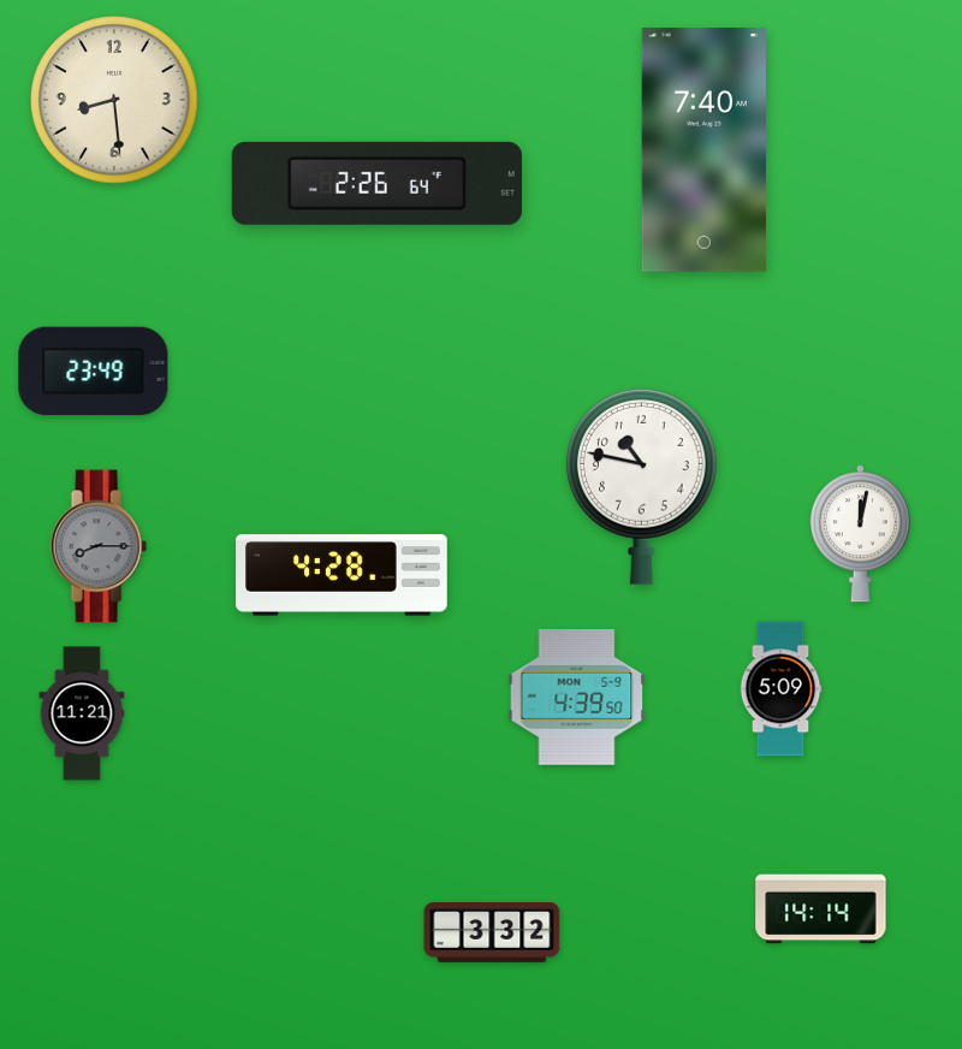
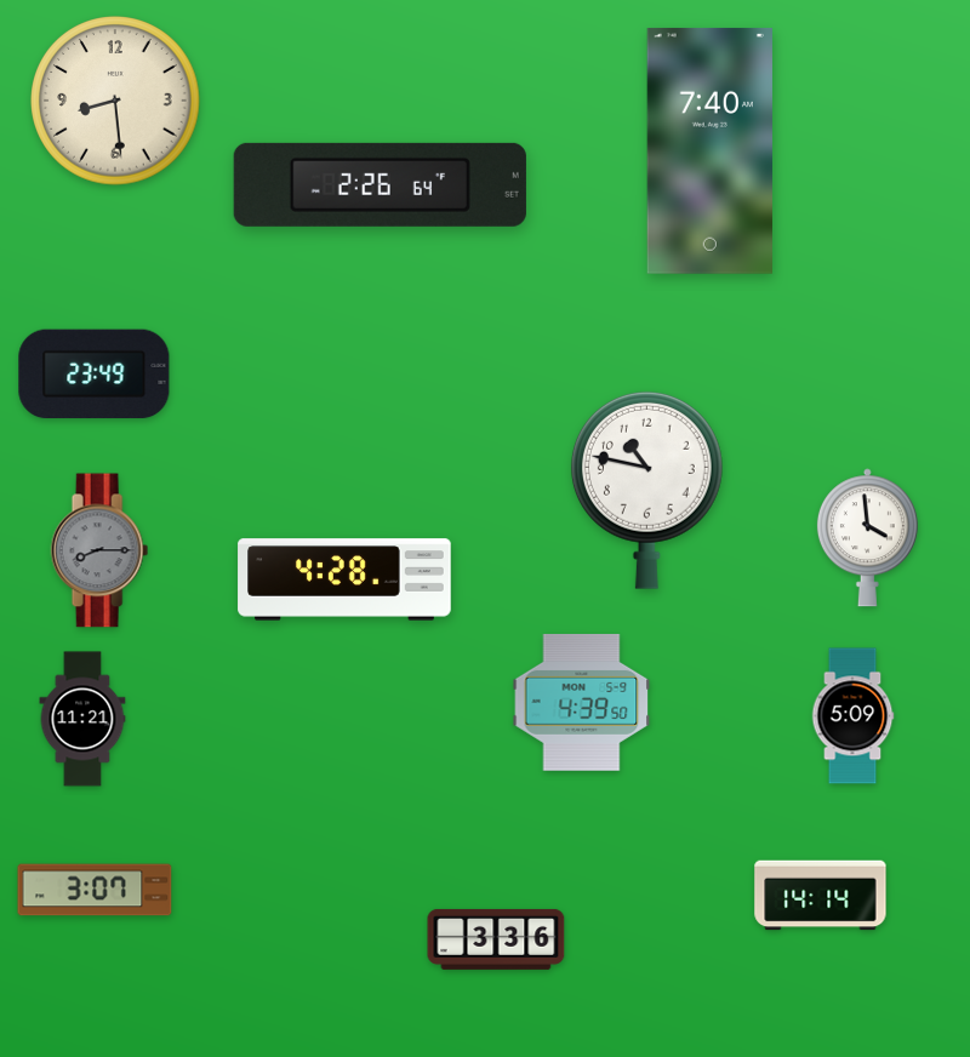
clock at (860, 534): 12:02 -> 3:59
clock at (780, 689) position: (780, 689) -> (852, 716)
clock at (95, 890): none -> 3:07
clock at (821, 909) position: (821, 909) -> (821, 896)
clock at (492, 932): 3:32 -> 3:36
